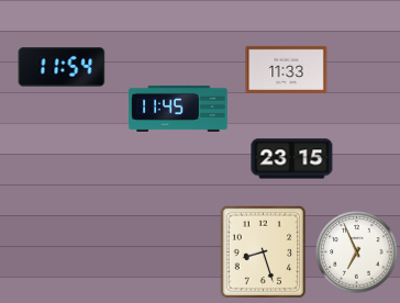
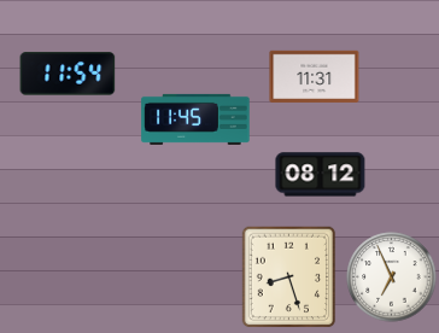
clock at (287, 69): 11:33 -> 11:31
clock at (292, 159): 23:15 -> 08:12
